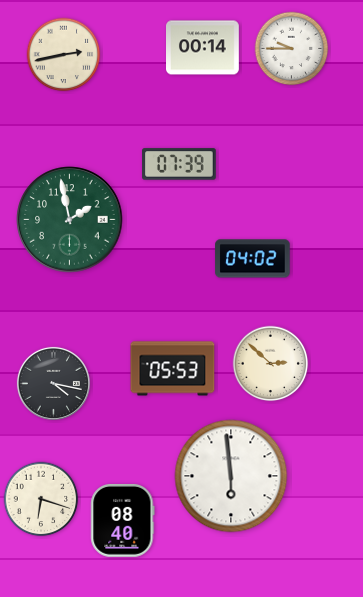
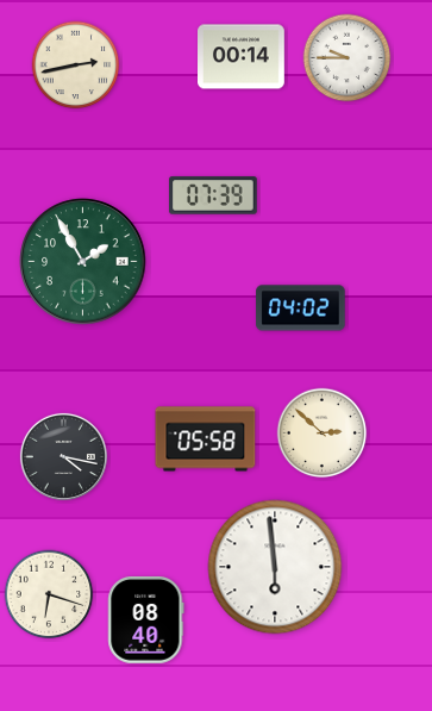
clock at (70, 220): 1:58 -> 1:55
clock at (173, 369): 05:53 -> 05:58
